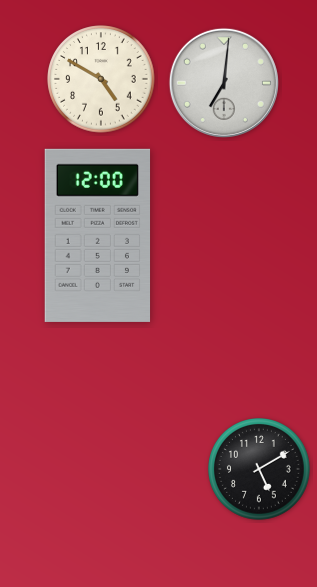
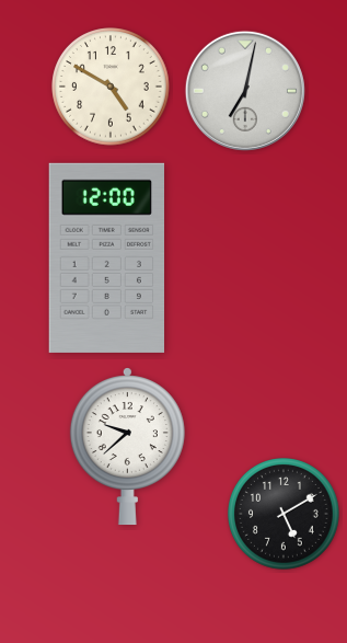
clock at (224, 83): 7:01 -> 7:02
clock at (127, 447): none -> 9:38
